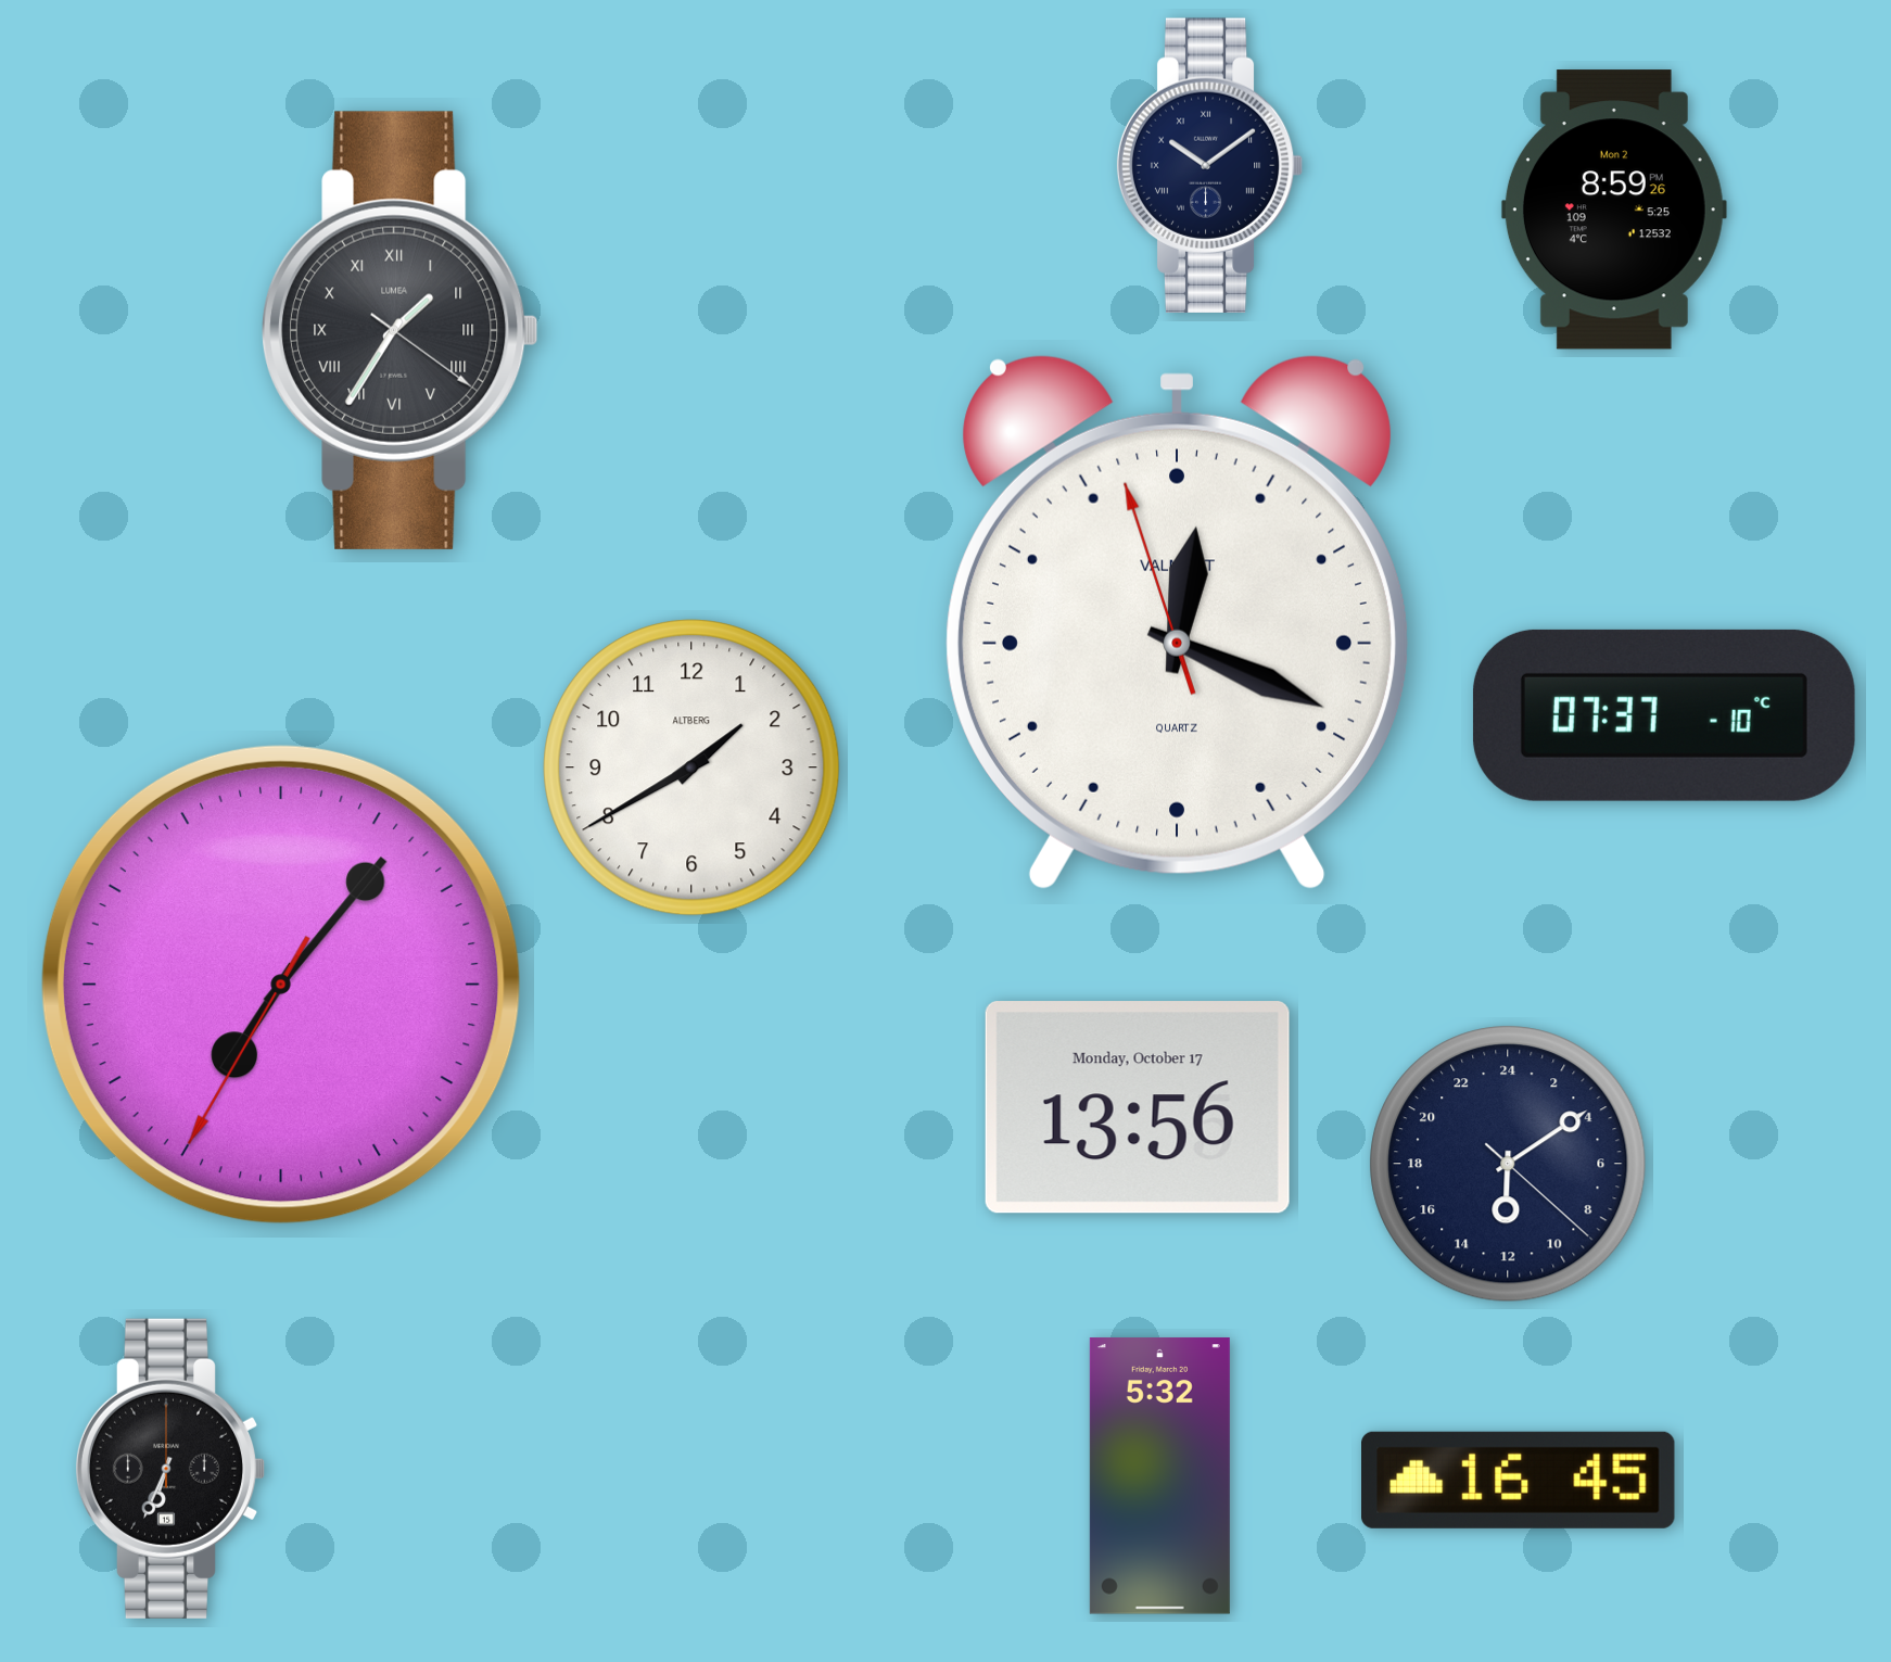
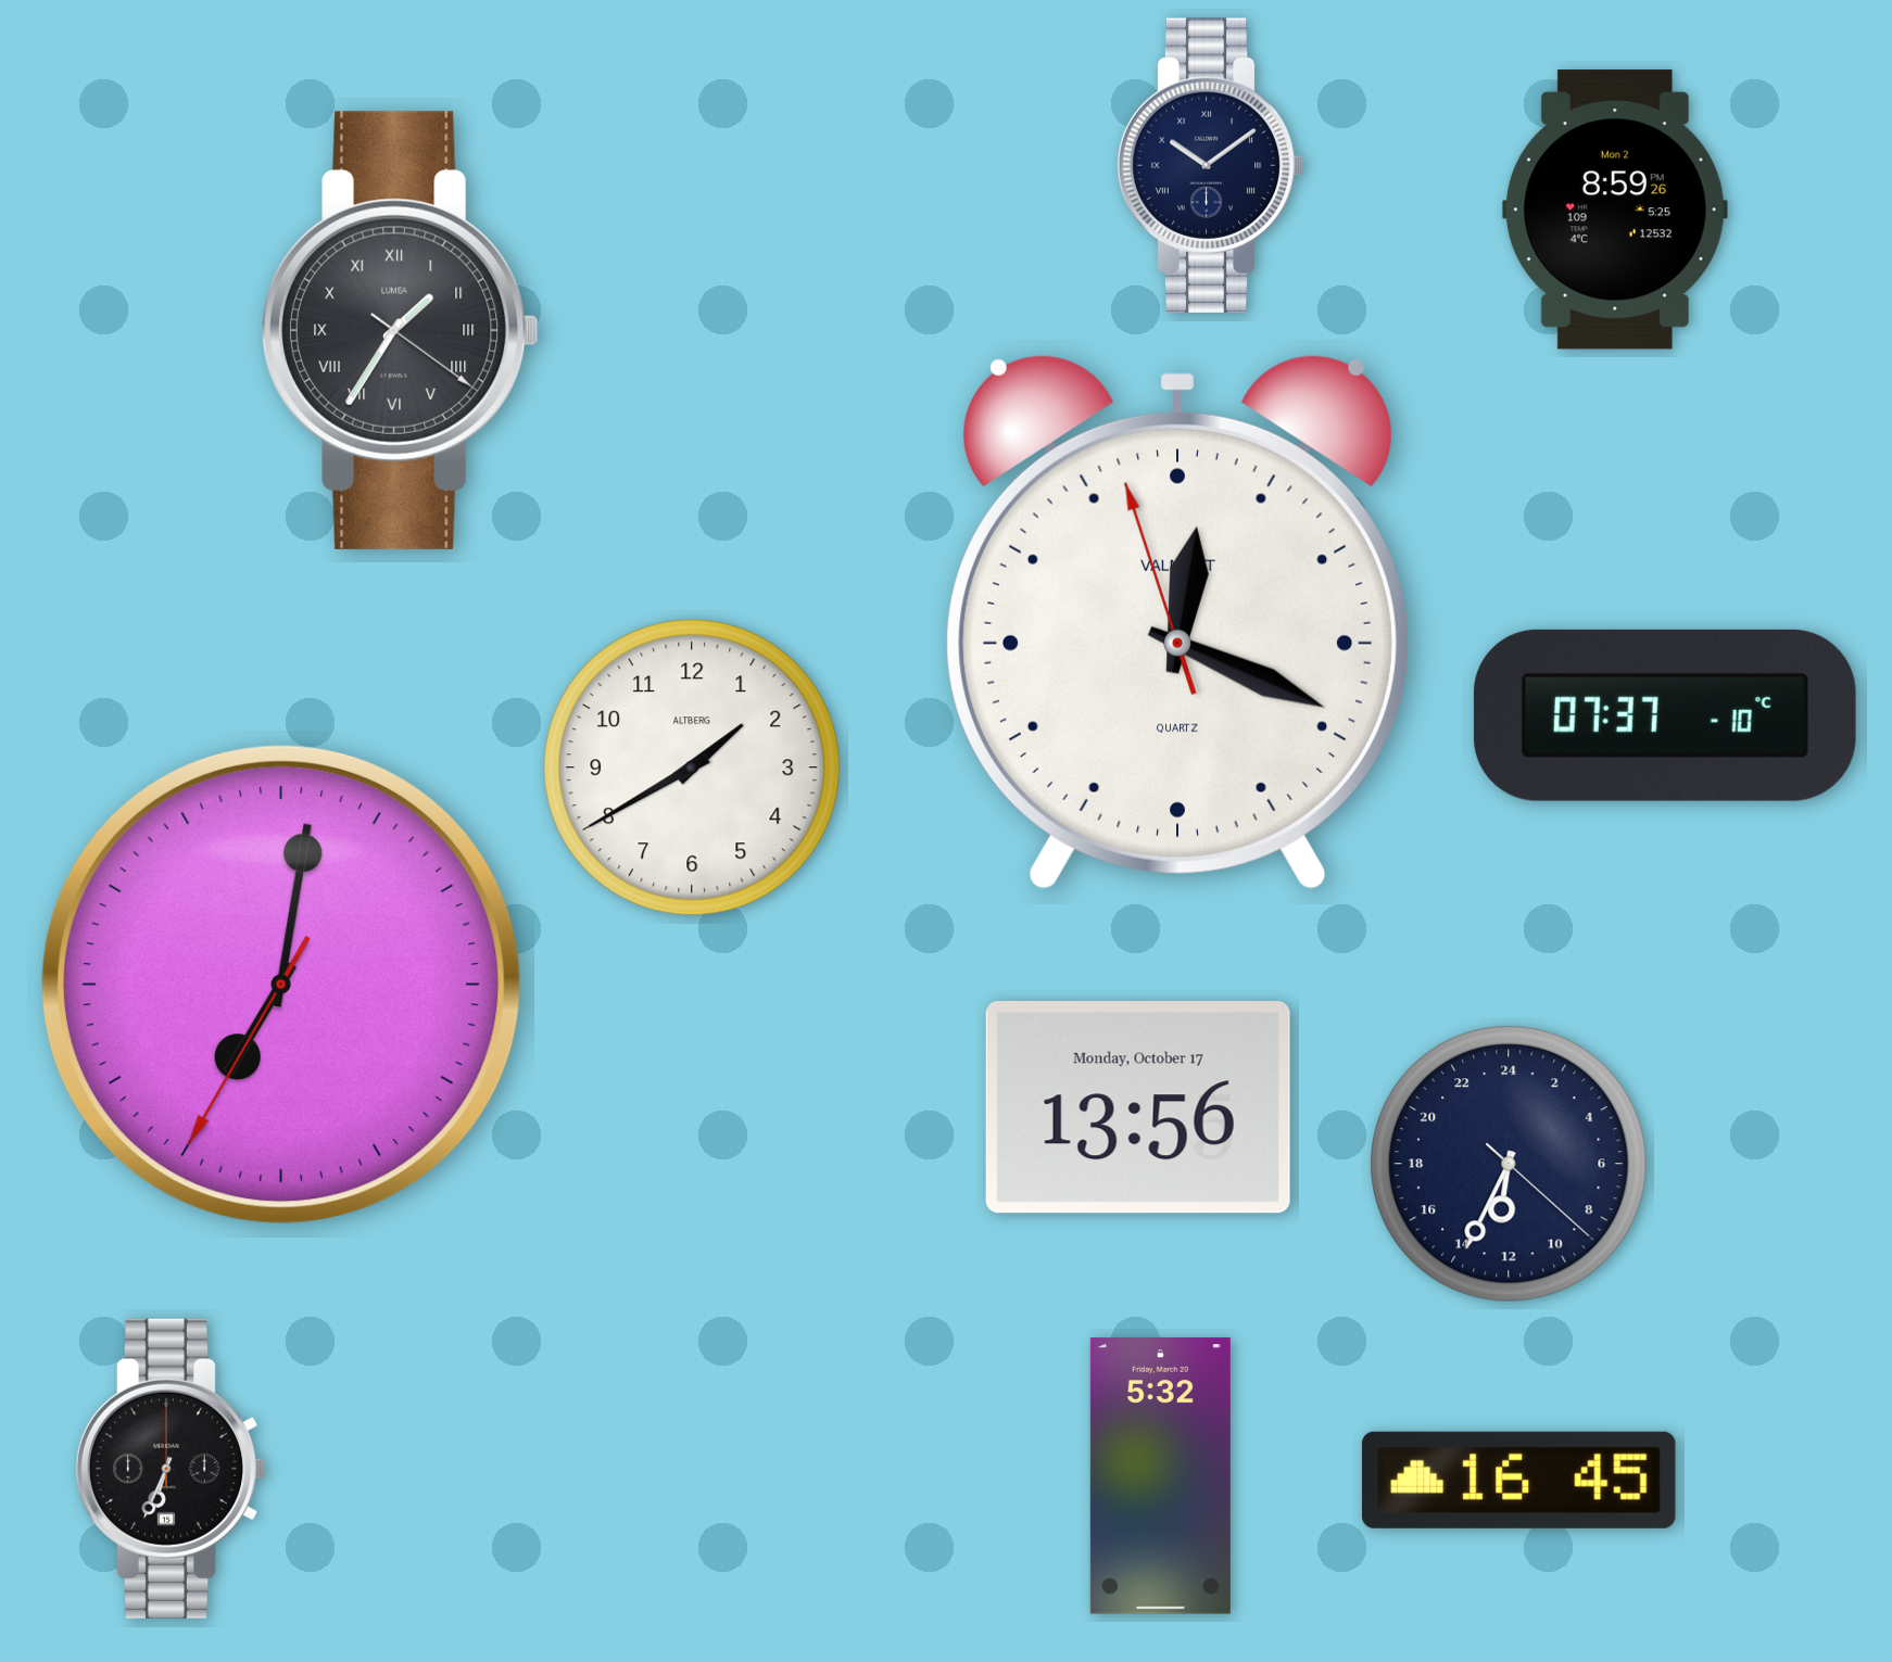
clock at (281, 985): 7:06 -> 7:01
clock at (1508, 1164): 12:09 -> 12:34
